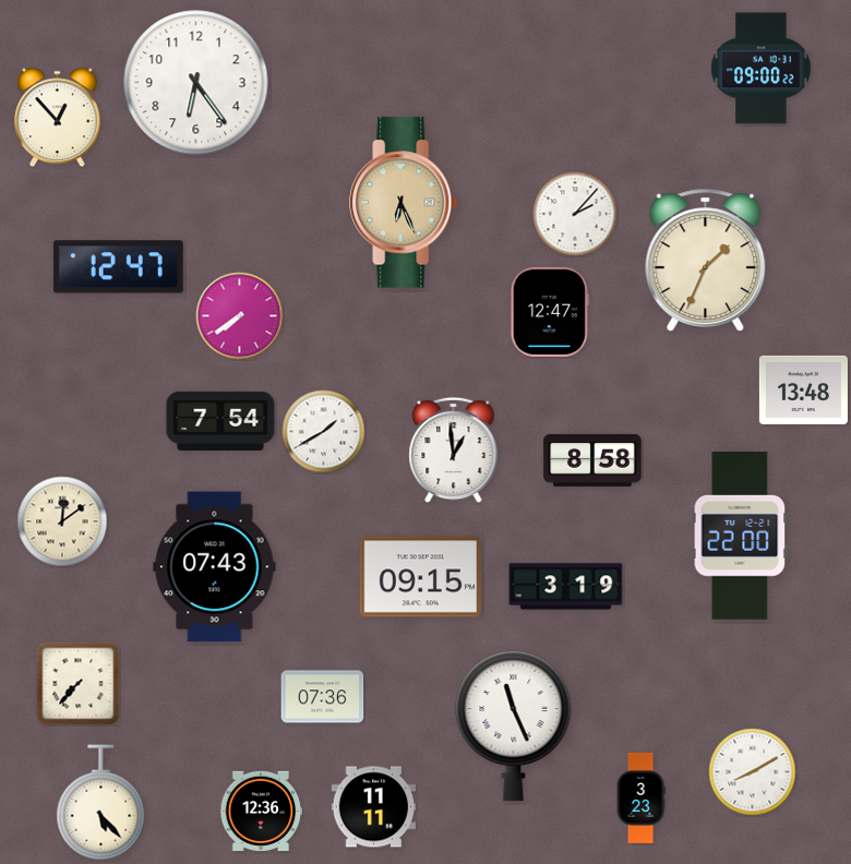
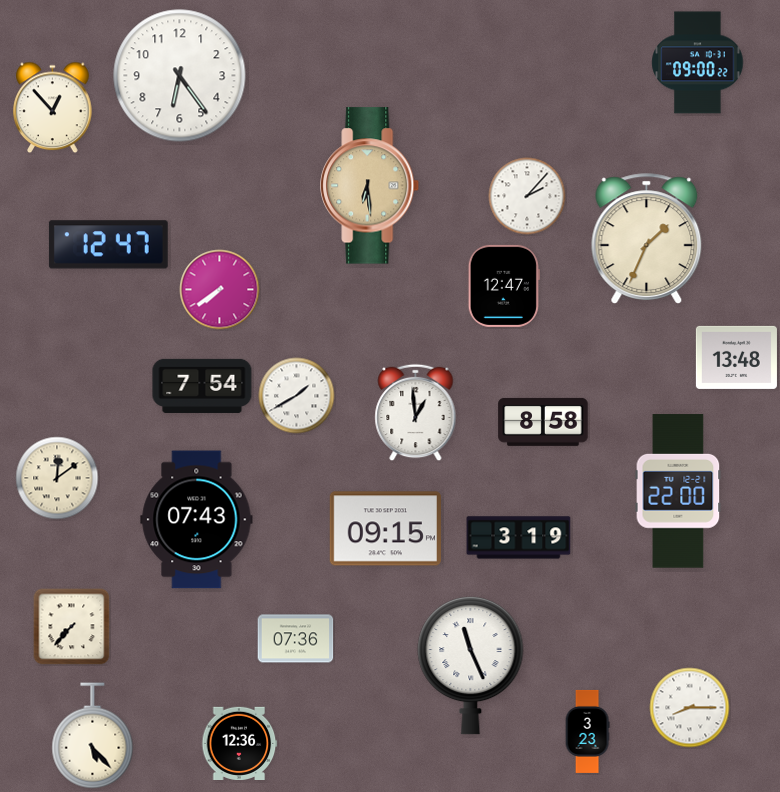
clock at (404, 203): 6:26 -> 6:29
clock at (753, 772): 8:10 -> 8:15
clock at (374, 807): 11:11 -> none
